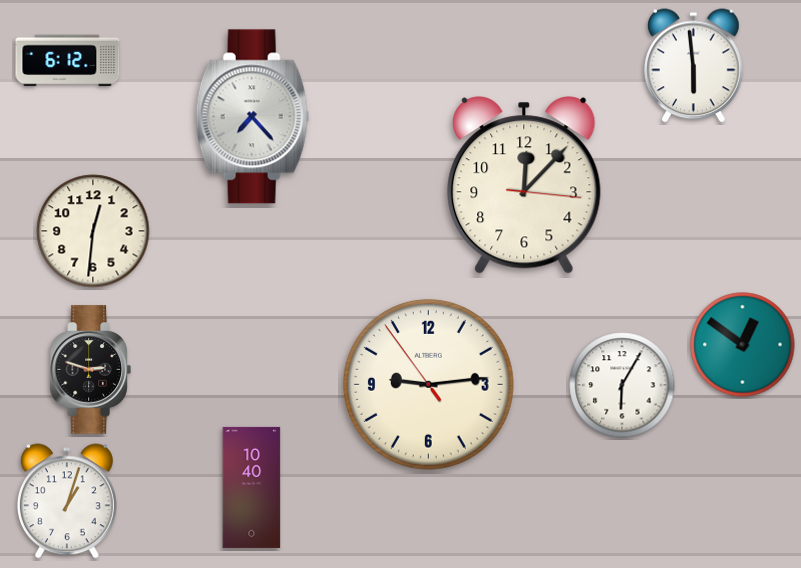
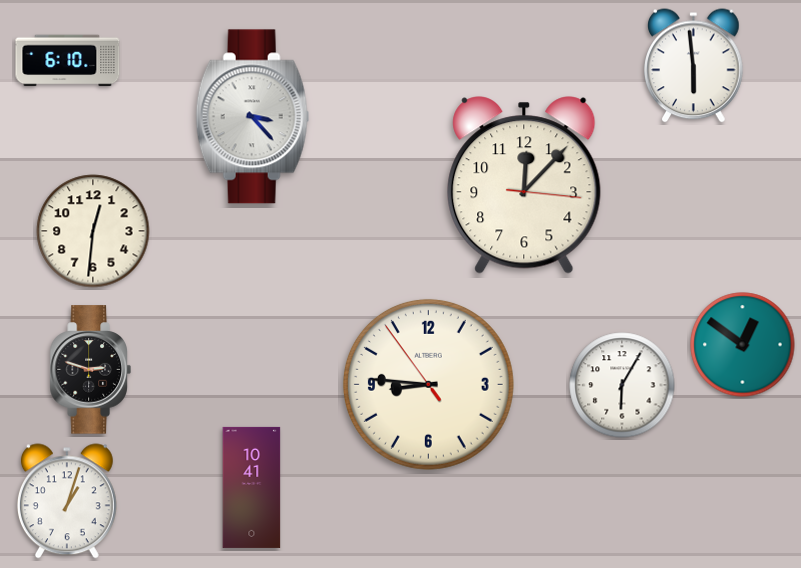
clock at (68, 61): 6:12 -> 6:10
clock at (253, 117): 7:23 -> 3:23
clock at (428, 384): 9:13 -> 8:45
clock at (252, 487): 10:40 -> 10:41
